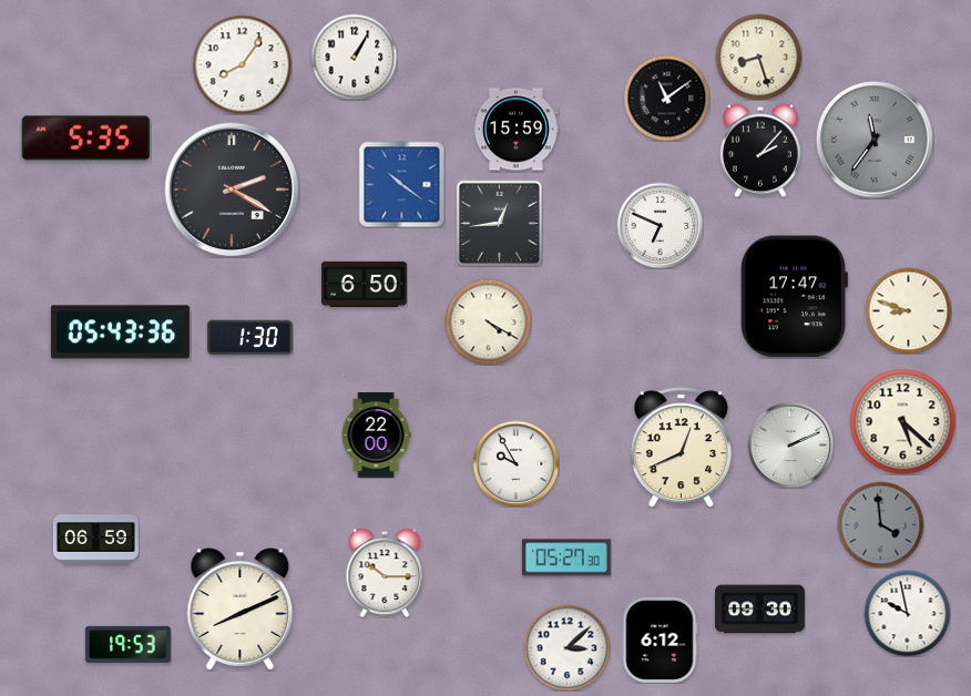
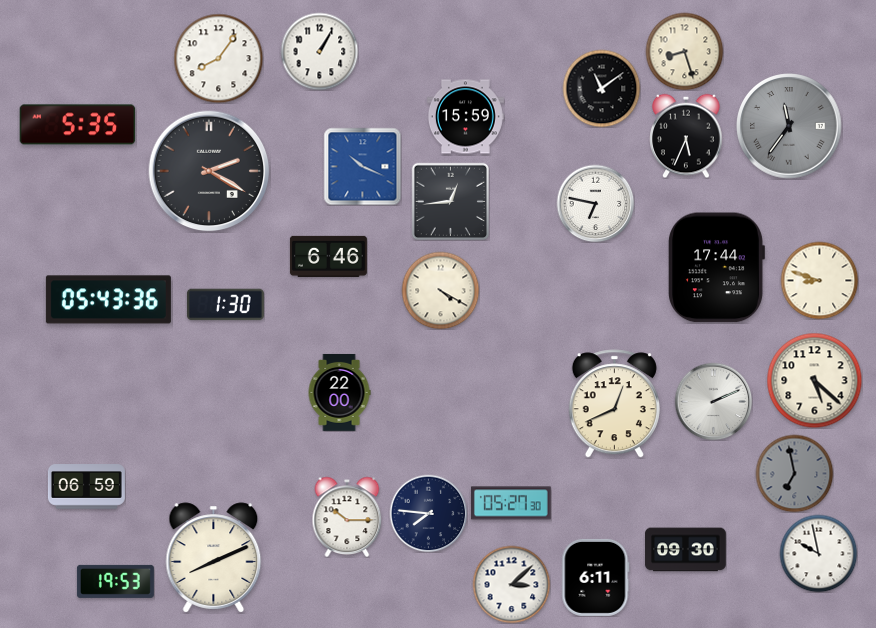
clock at (760, 151): 2:07 -> 5:34
clock at (401, 184): 10:21 -> 10:19
clock at (660, 225): 6:49 -> 6:47
clock at (364, 284): 6:50 -> 6:46
clock at (794, 297): 17:47 -> 17:44
clock at (515, 463): 9:55 -> none
clock at (880, 524): 3:59 -> 6:58
clock at (428, 513): none -> 7:46
clock at (241, 610) position: (241, 610) -> (214, 558)
clock at (660, 639): 6:12 -> 6:11
